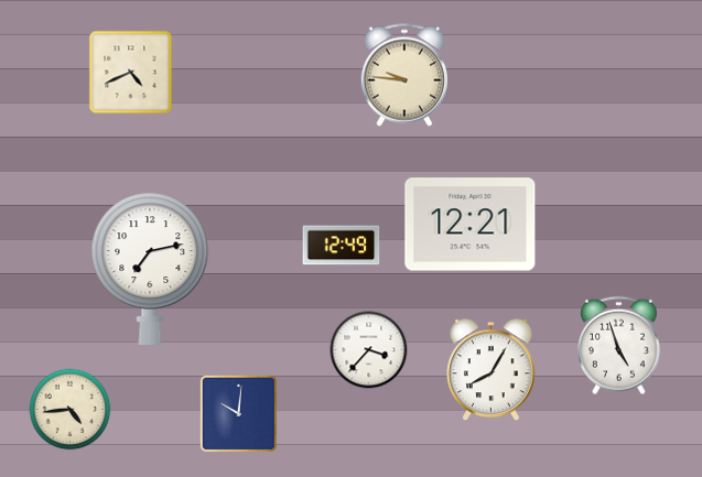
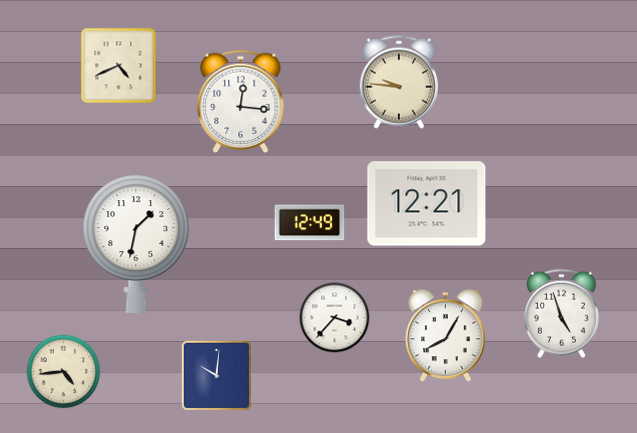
clock at (403, 75) position: (403, 75) -> (398, 82)
clock at (241, 102): none -> 12:16
clock at (150, 269): 7:13 -> 1:32
